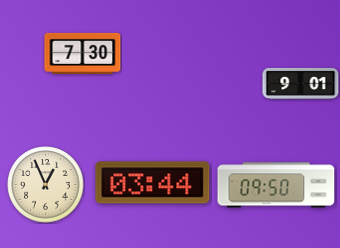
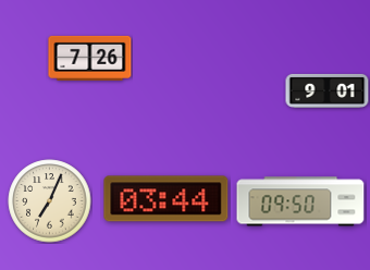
clock at (83, 53): 7:30 -> 7:26
clock at (46, 185): 12:56 -> 7:04
